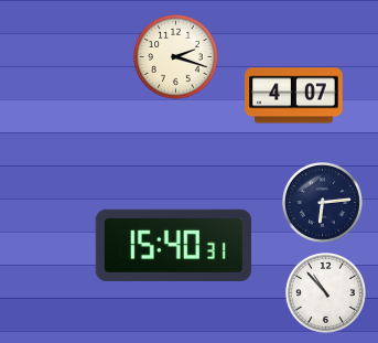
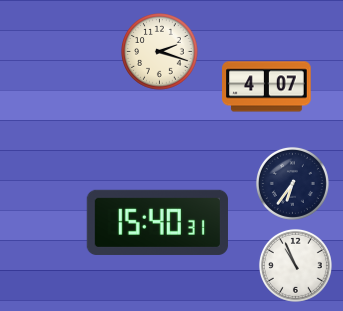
clock at (322, 202): 6:14 -> 6:36
clock at (325, 292): 10:53 -> 10:56
